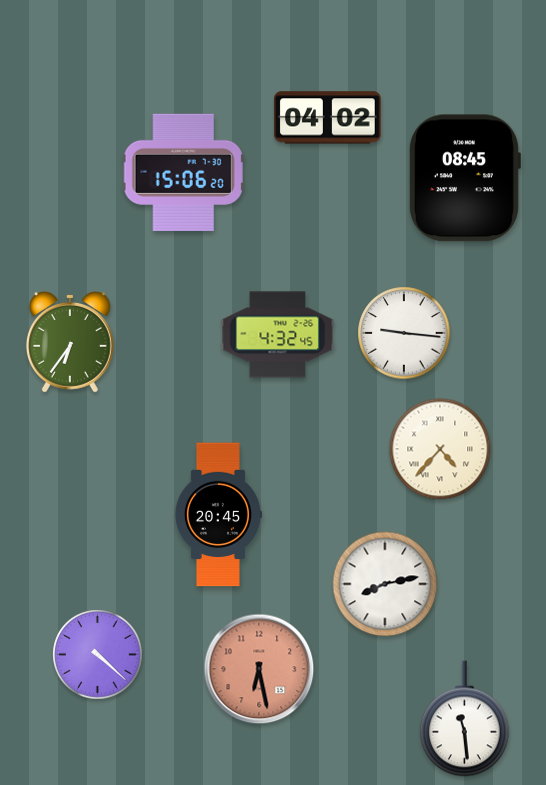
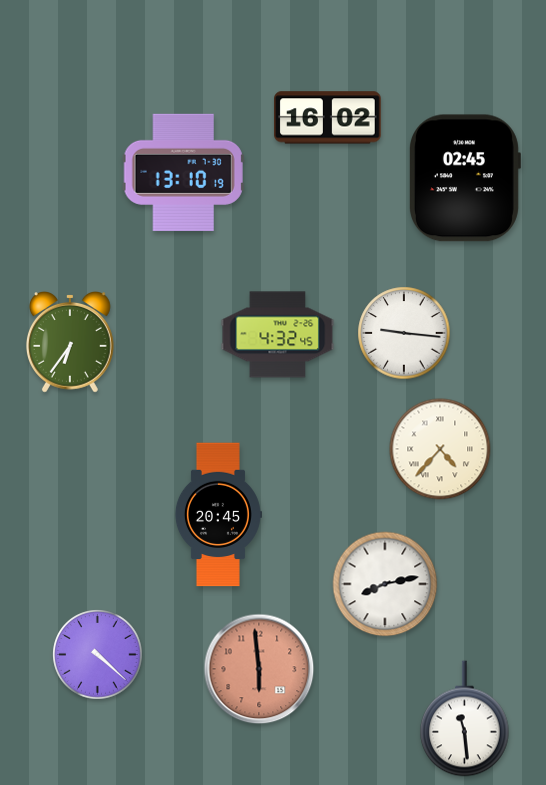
clock at (328, 118): 04:02 -> 16:02
clock at (183, 172): 15:06 -> 13:10
clock at (464, 178): 08:45 -> 02:45
clock at (259, 669): 6:28 -> 5:59
